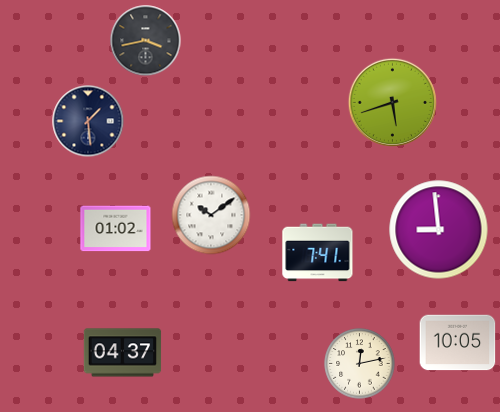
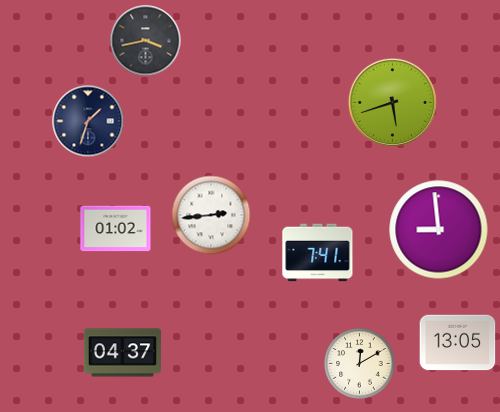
clock at (88, 121): 1:29 -> 1:33
clock at (211, 215): 10:09 -> 2:44
clock at (458, 343): 10:05 -> 13:05
clock at (360, 364): 12:13 -> 12:10
